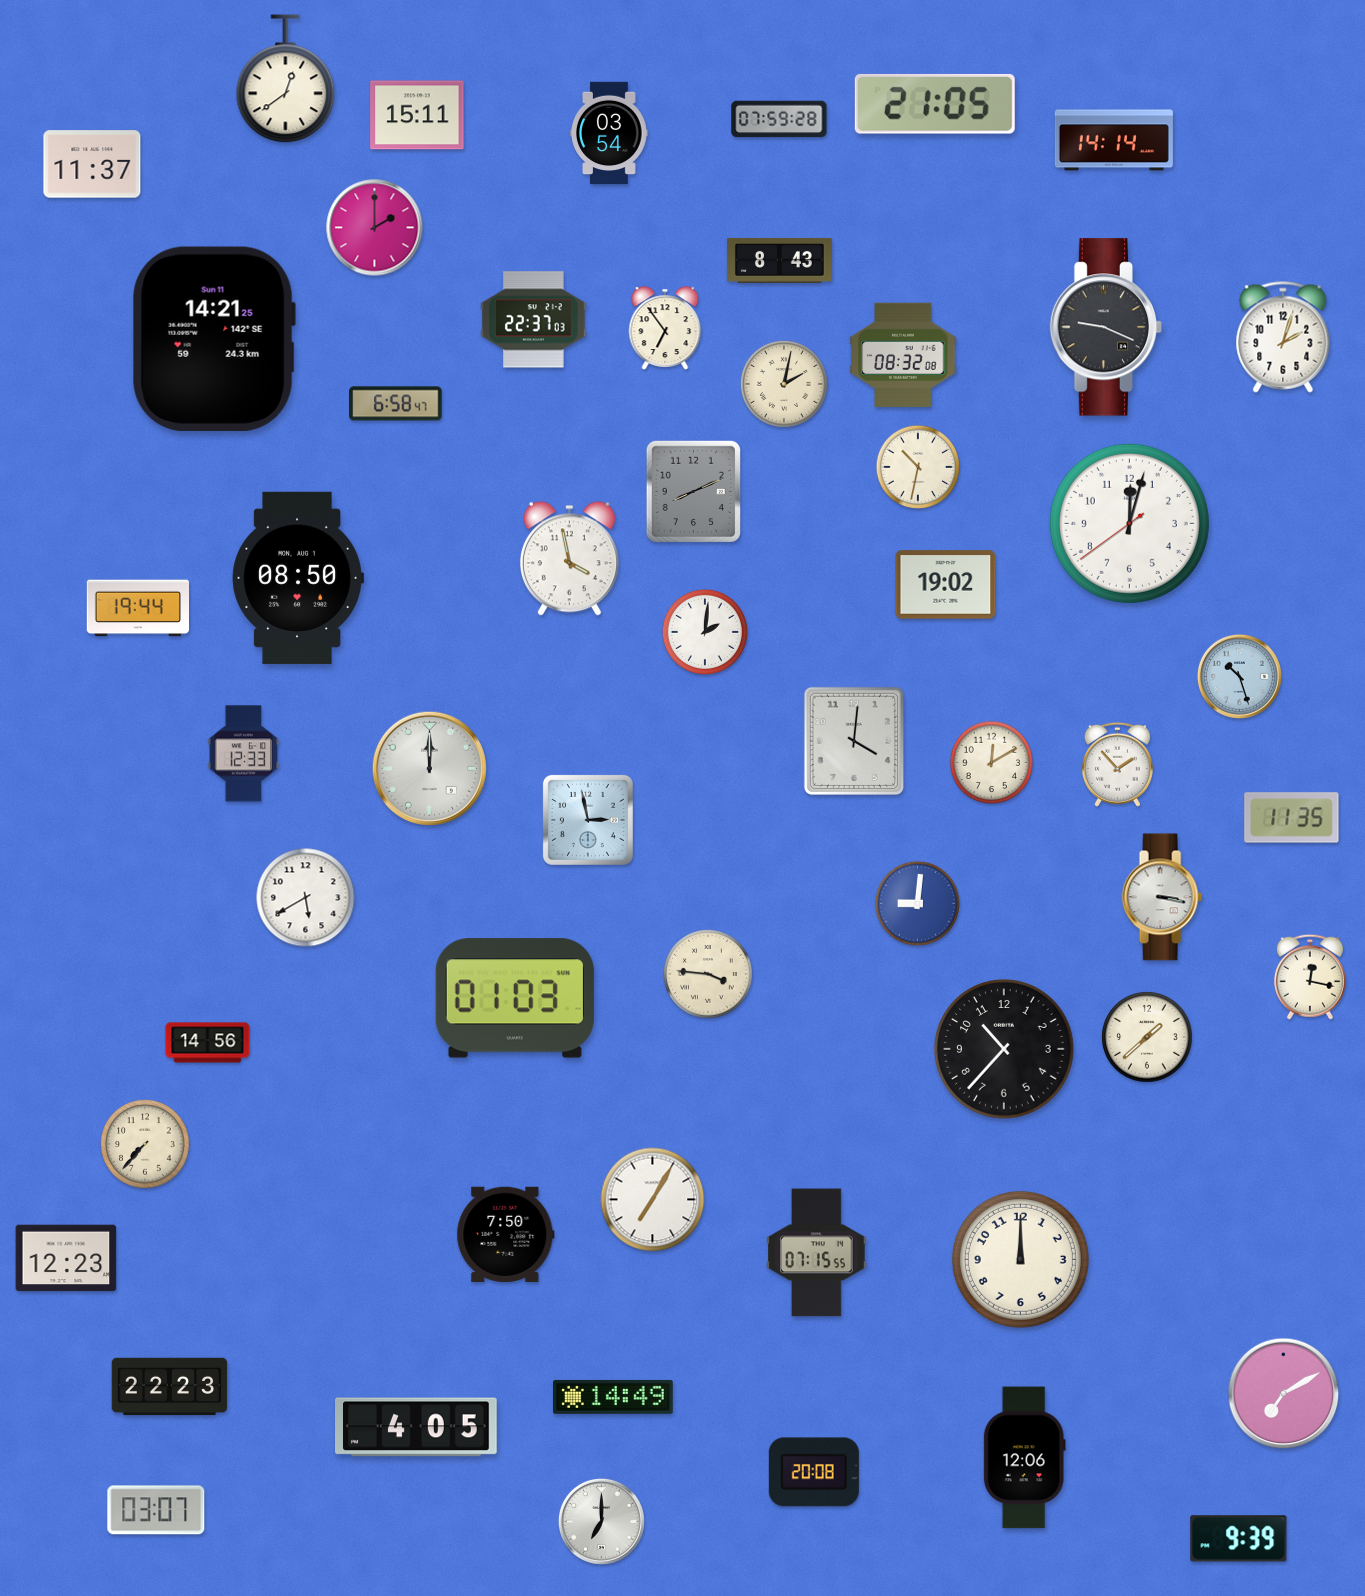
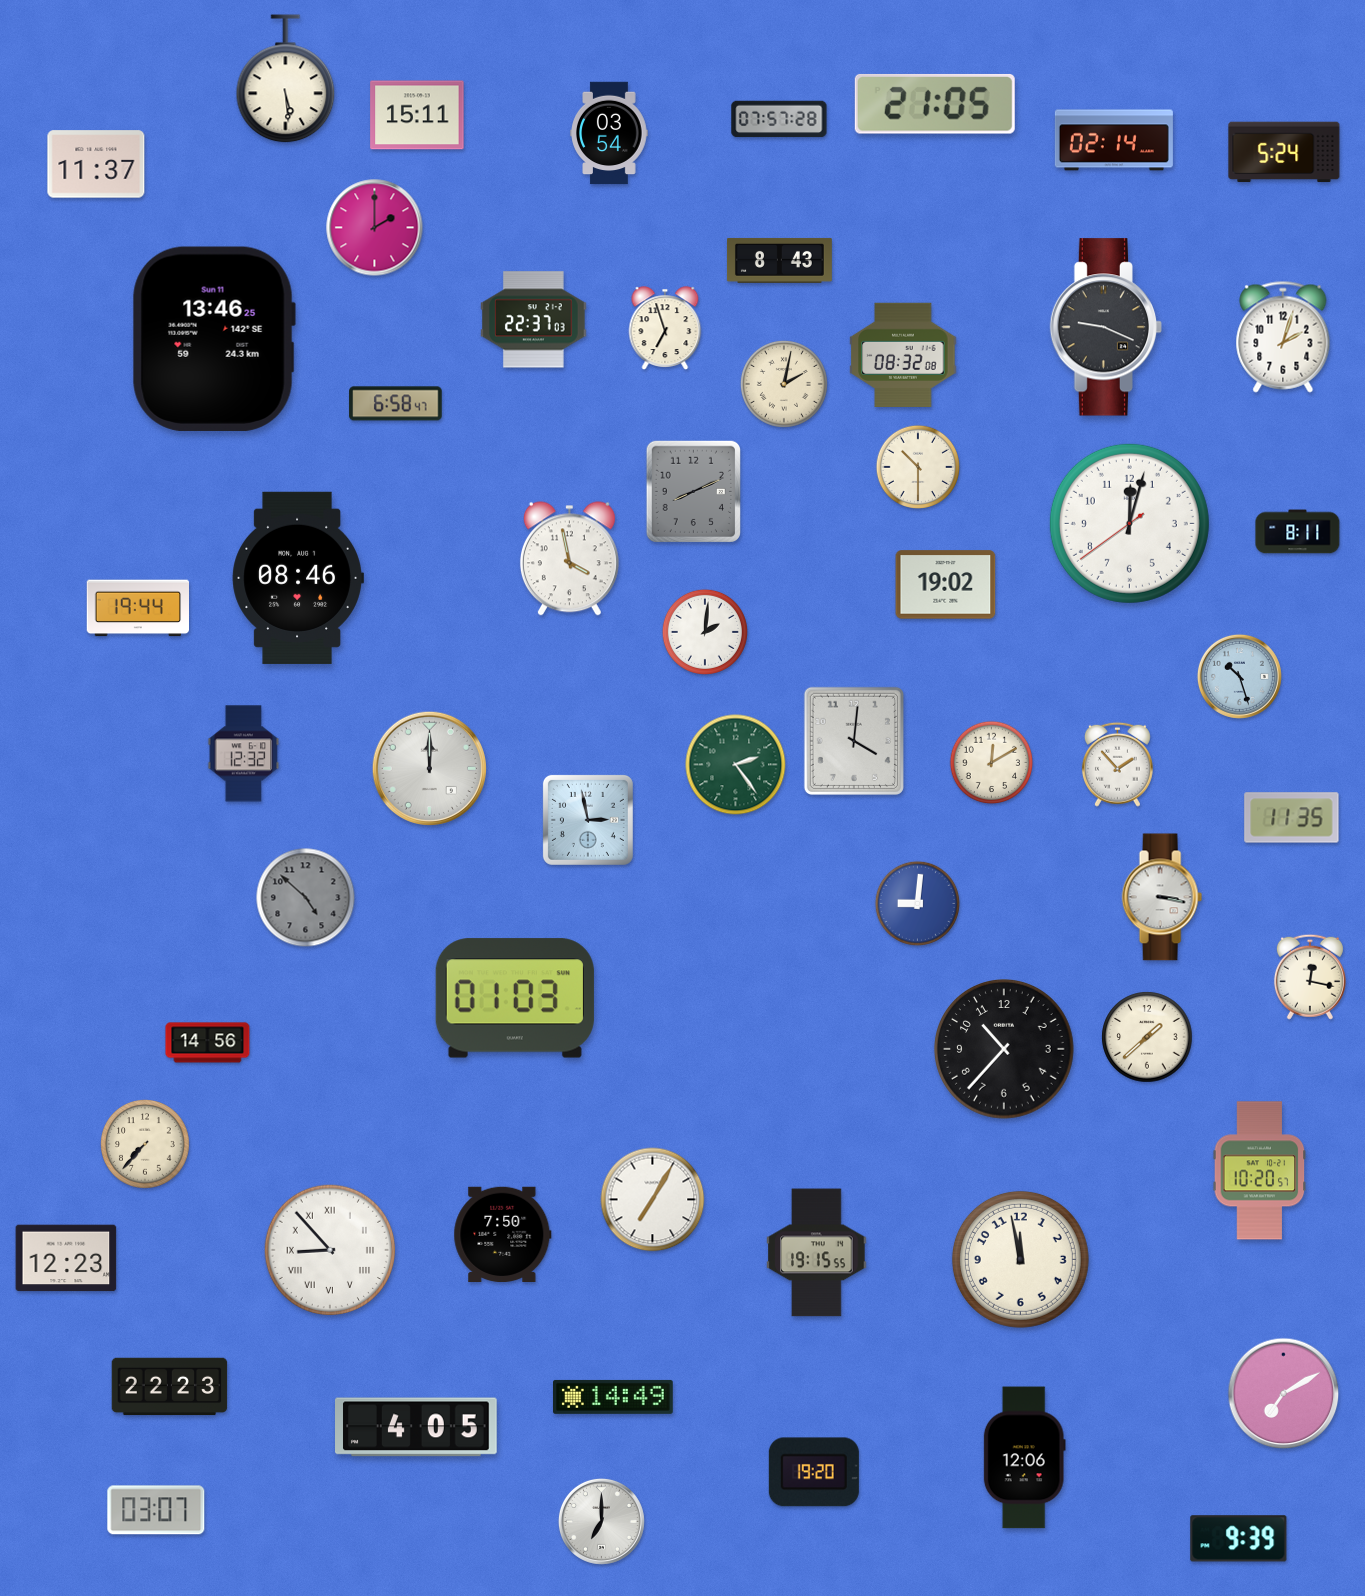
clock at (286, 79): 12:39 -> 5:29
clock at (779, 119): 07:59 -> 07:57
clock at (1114, 140): 14:14 -> 02:14
clock at (1284, 152): none -> 5:24
clock at (92, 164) position: (92, 164) -> (96, 164)
clock at (665, 328): 6:54 -> 6:57
clock at (214, 339): 14:21 -> 13:46
clock at (917, 466): 10:32 -> 10:30
clock at (1298, 532): none -> 8:11
clock at (298, 578): 08:50 -> 08:46
clock at (244, 754): 12:33 -> 12:32
clock at (736, 765): none -> 2:24
clock at (306, 898): 5:40 -> 4:52
clock at (306, 898) dial: white -> grey
clock at (708, 974): 3:46 -> none
clock at (1260, 1171): none -> 10:20
clock at (506, 1234) position: (506, 1234) -> (503, 1234)
clock at (330, 1250): none -> 8:53
clock at (817, 1253): 07:15 -> 19:15
clock at (1020, 1259): 12:00 -> 11:58
clock at (814, 1472): 20:08 -> 19:20
